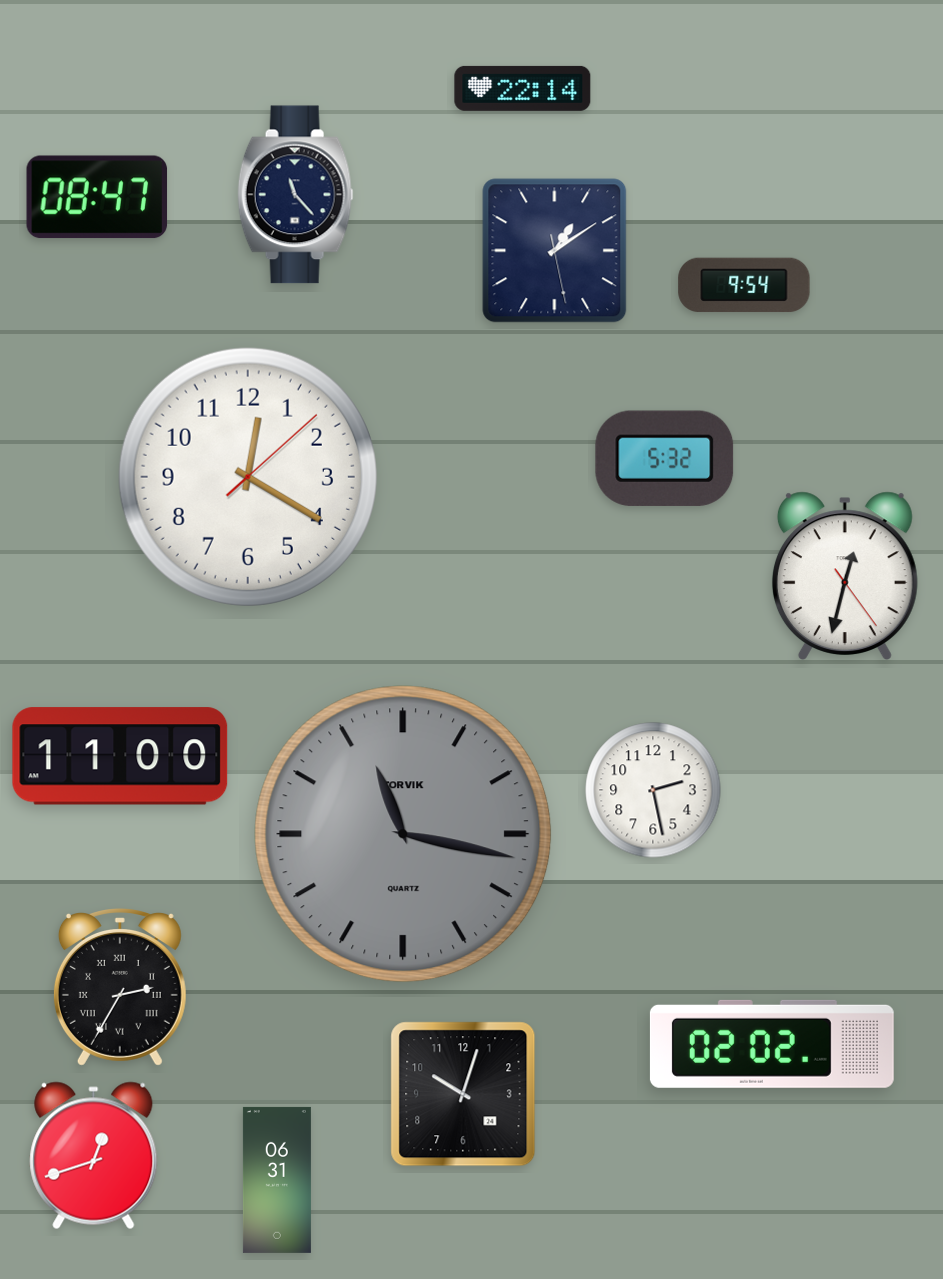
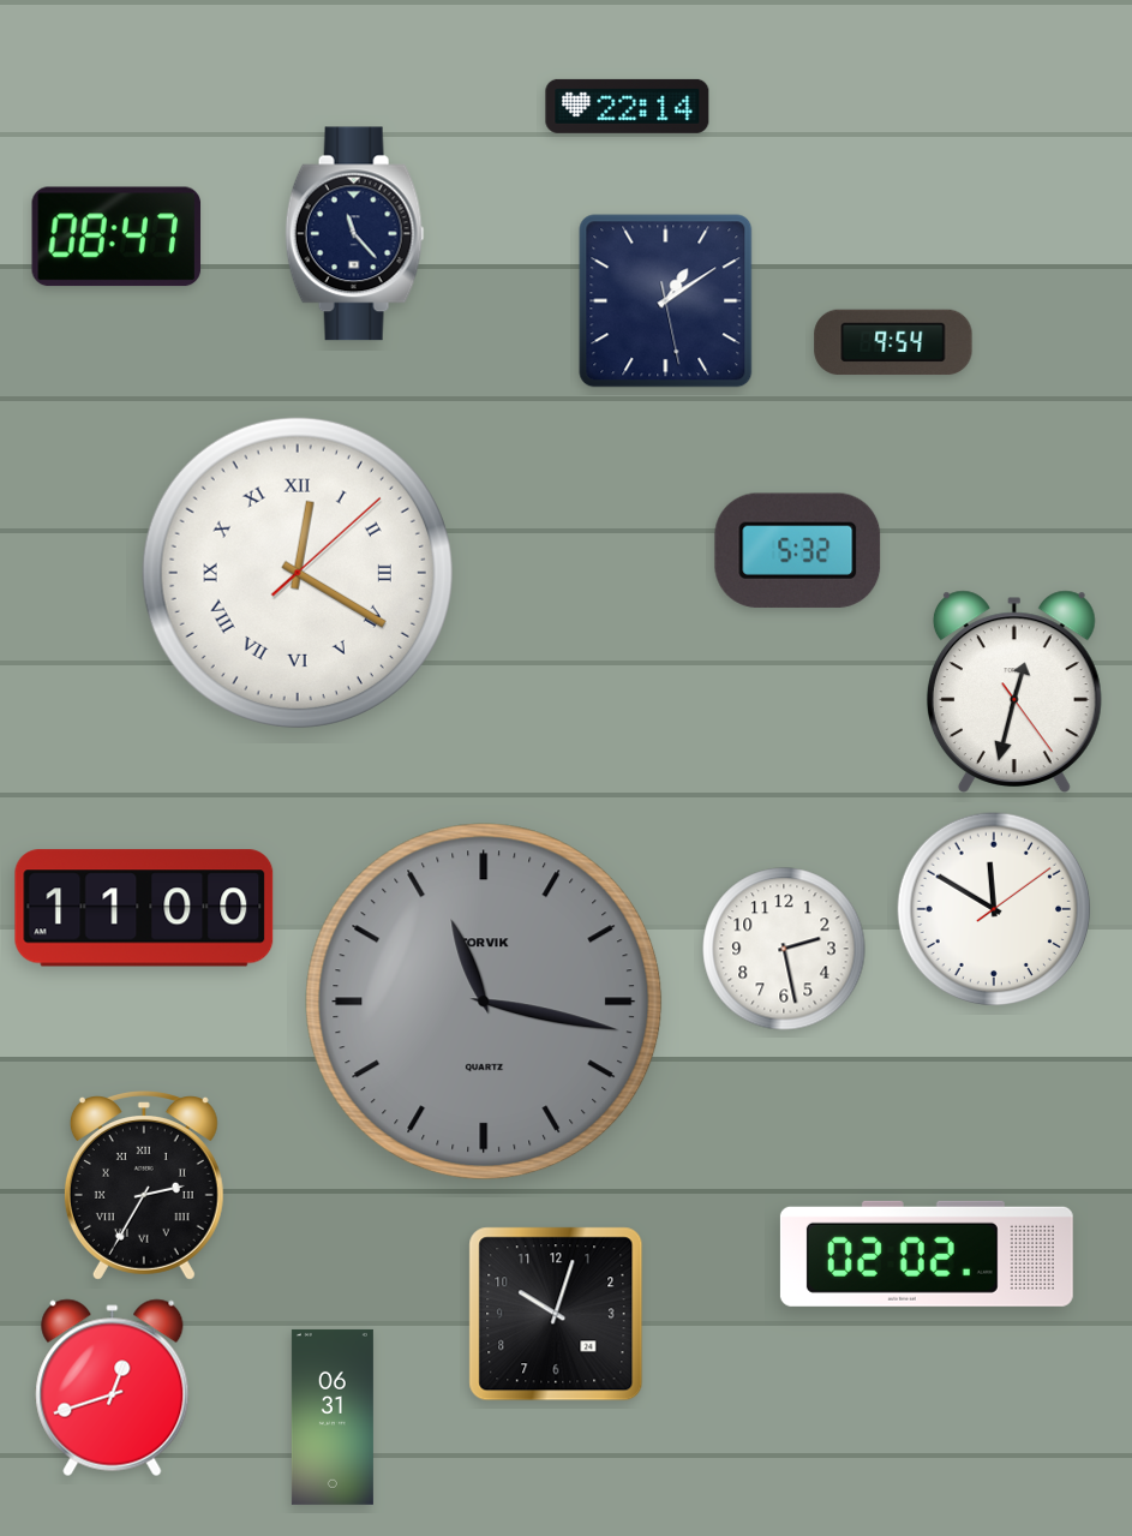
clock at (248, 477) numerals: Arabic -> Roman
clock at (994, 909): none -> 11:50
